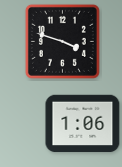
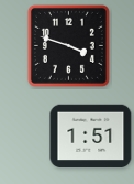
clock at (83, 124): 1:06 -> 1:51
